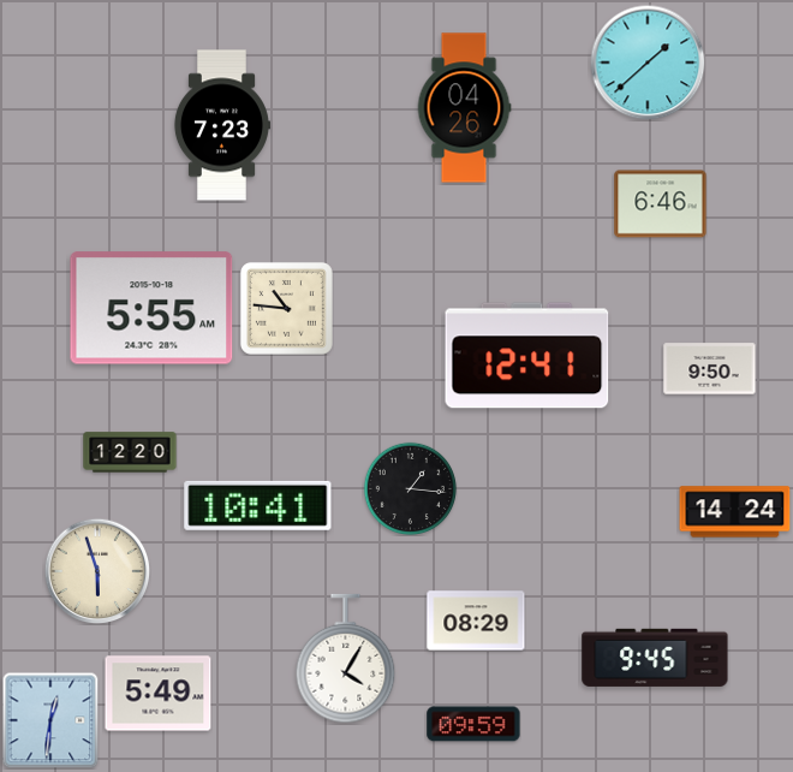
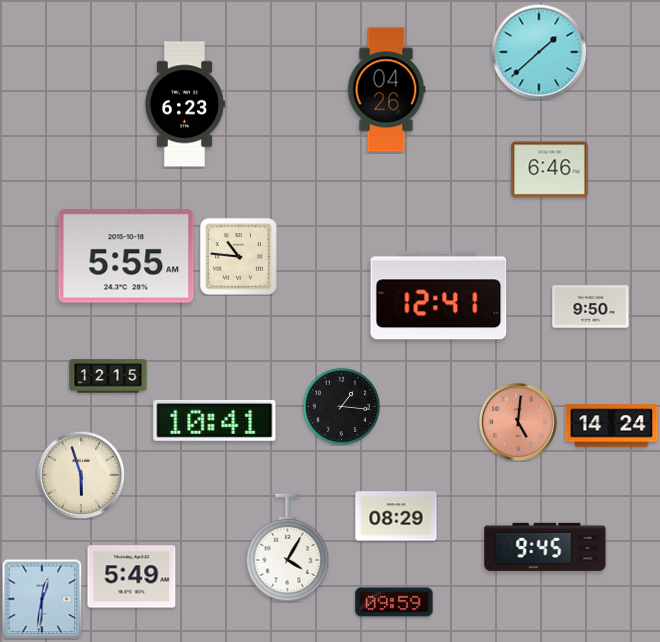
clock at (221, 125): 7:23 -> 6:23
clock at (130, 452): 12:20 -> 12:15
clock at (518, 422): none -> 5:01
